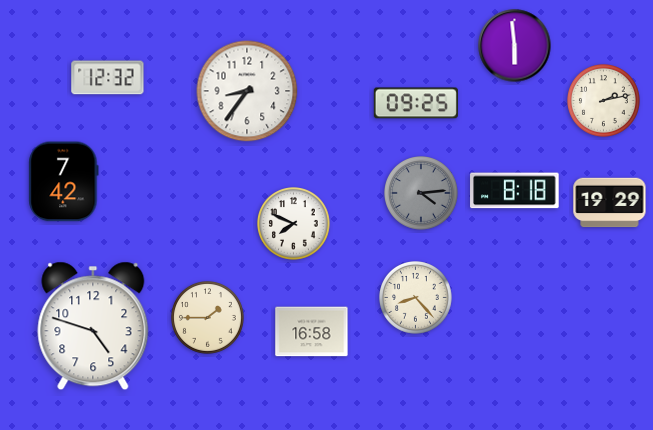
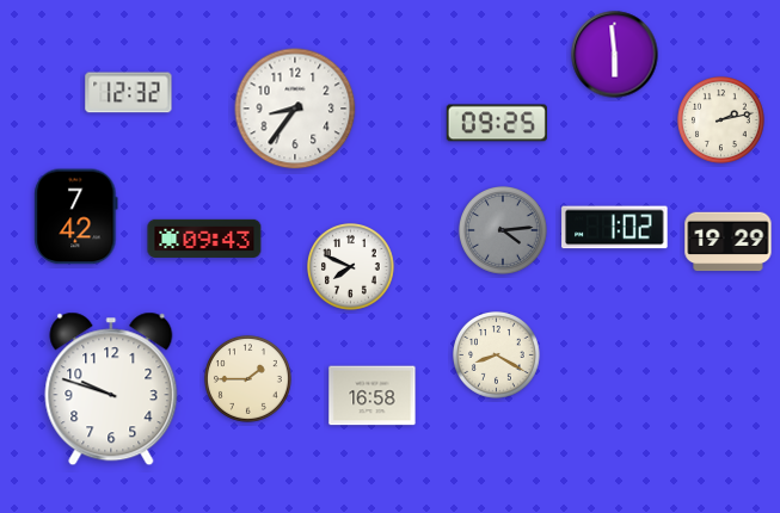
clock at (515, 191): 8:18 -> 1:02
clock at (204, 239): none -> 09:43
clock at (416, 298): 8:23 -> 8:20
clock at (93, 326): 4:48 -> 9:48
